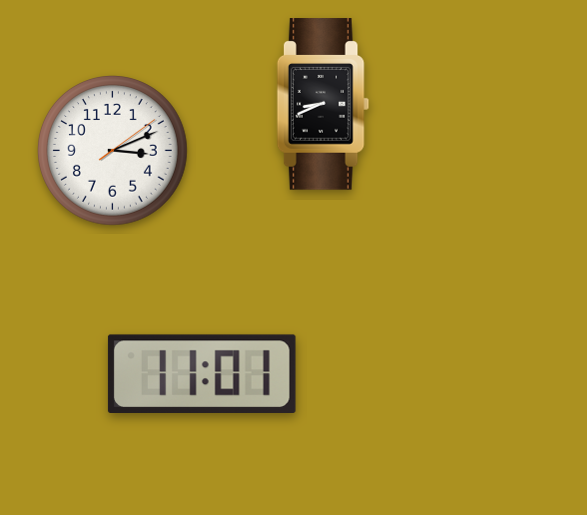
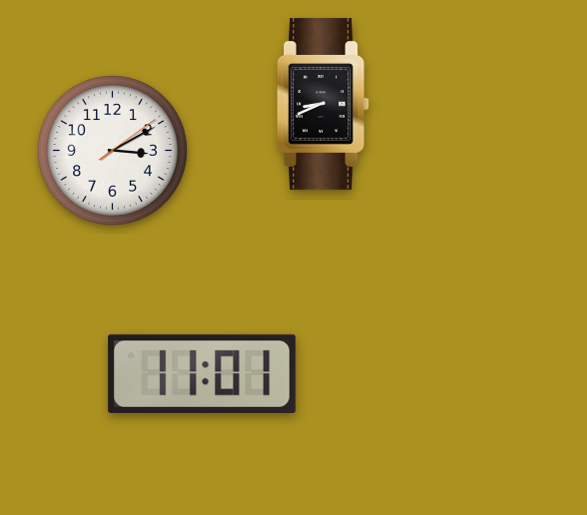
clock at (113, 151): 3:11 -> 3:10
